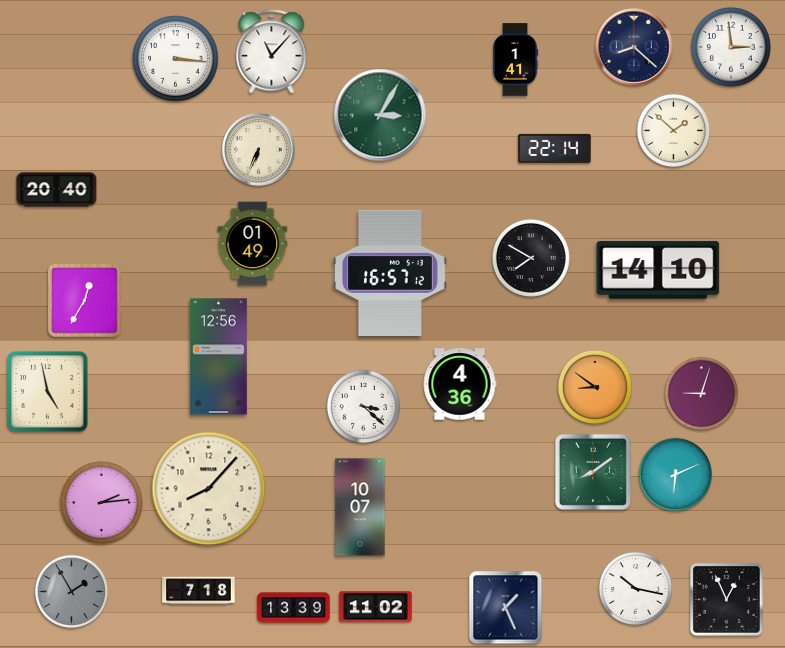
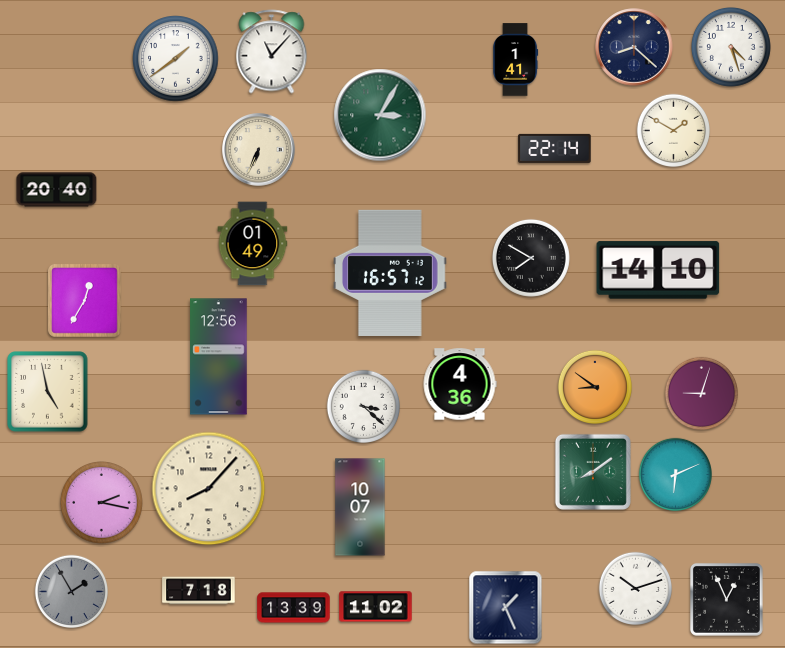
clock at (731, 47): 2:59 -> 4:27
clock at (176, 59): 3:16 -> 1:39
clock at (673, 130): 1:52 -> 1:50
clock at (102, 503): 2:14 -> 2:17
clock at (635, 588): 10:17 -> 10:12
